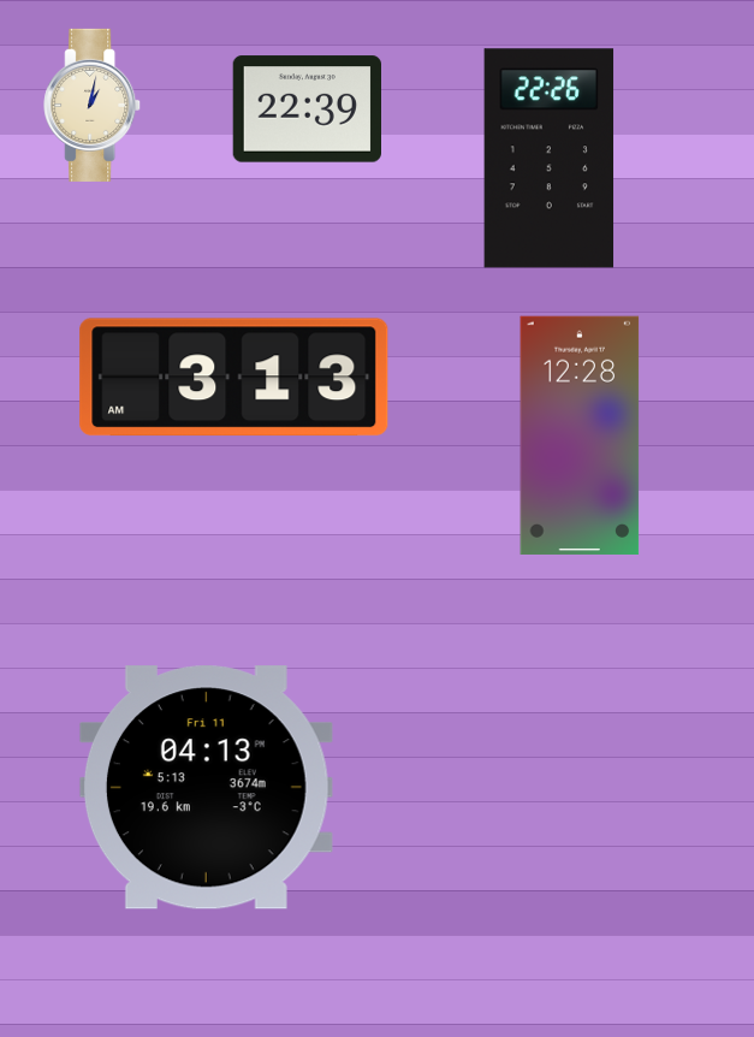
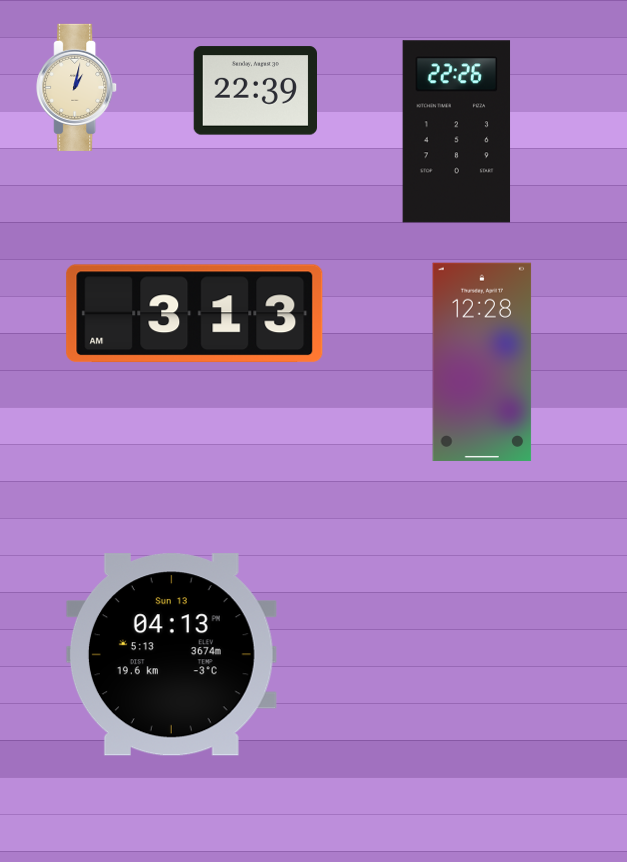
clock at (206, 788) date: Fri 11 -> Sun 13
